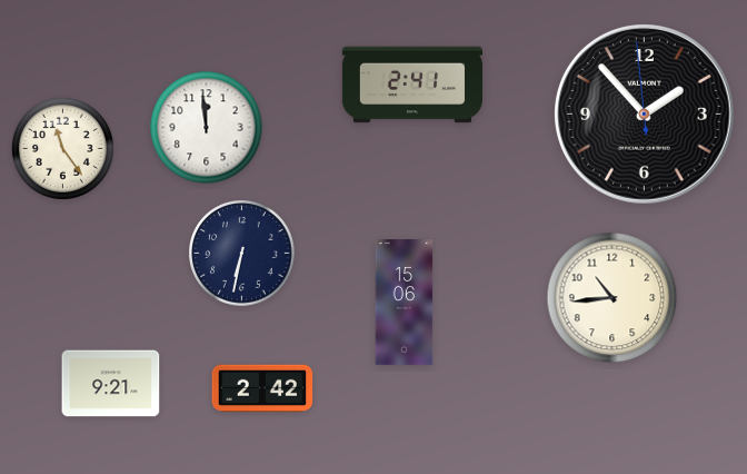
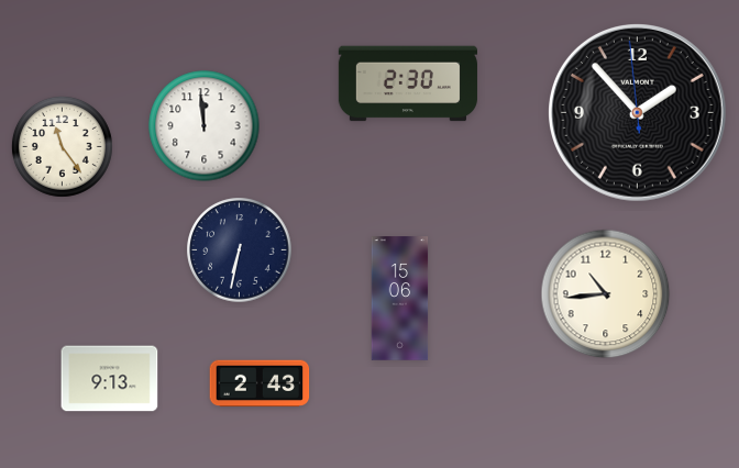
clock at (412, 85): 2:41 -> 2:30
clock at (111, 384): 9:21 -> 9:13
clock at (262, 388): 2:42 -> 2:43
